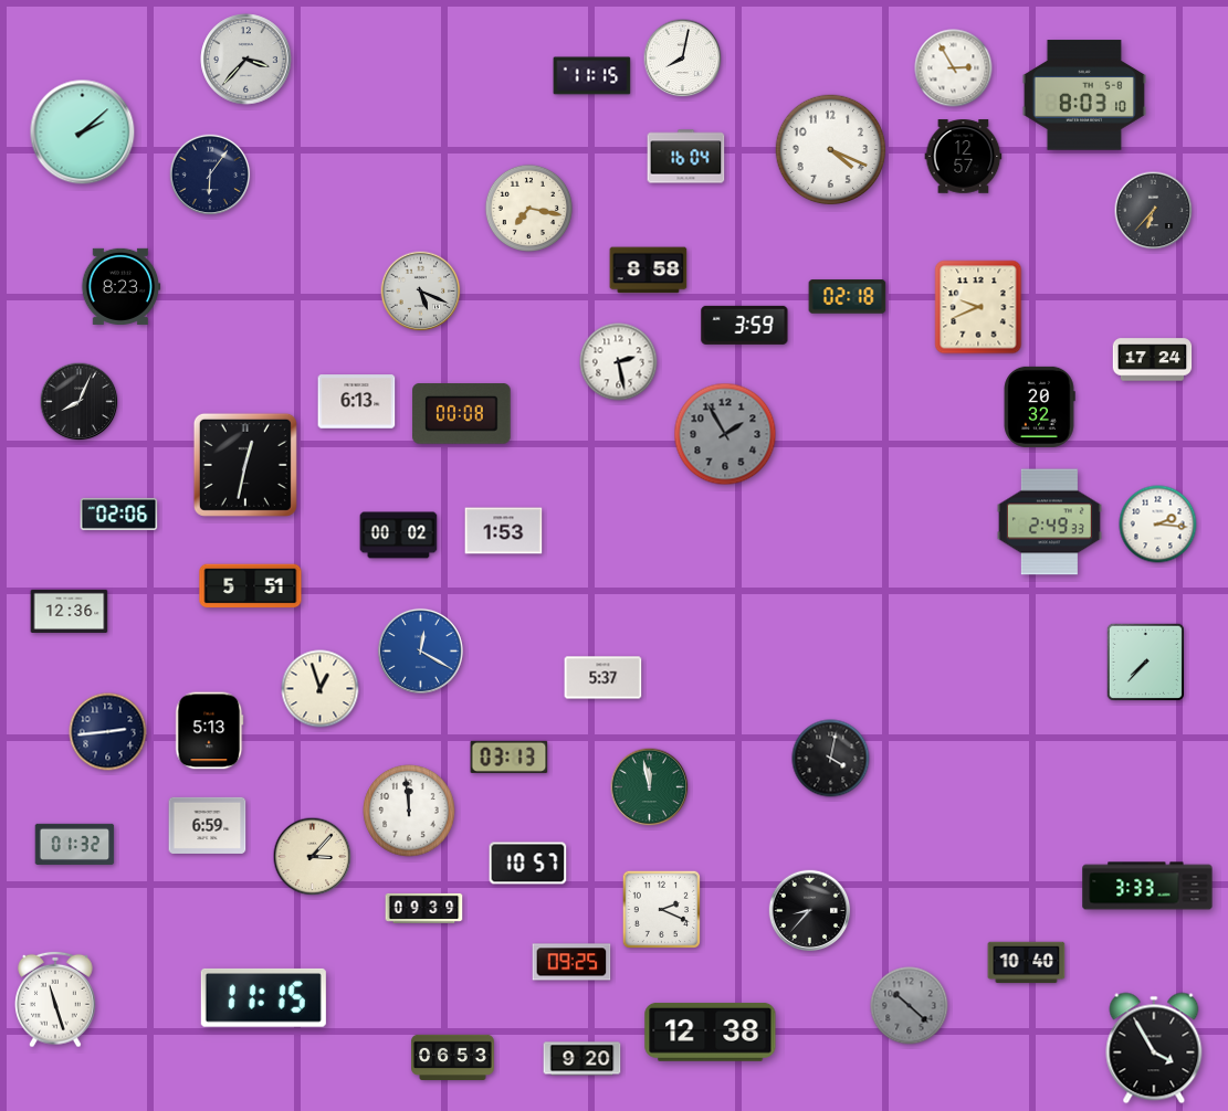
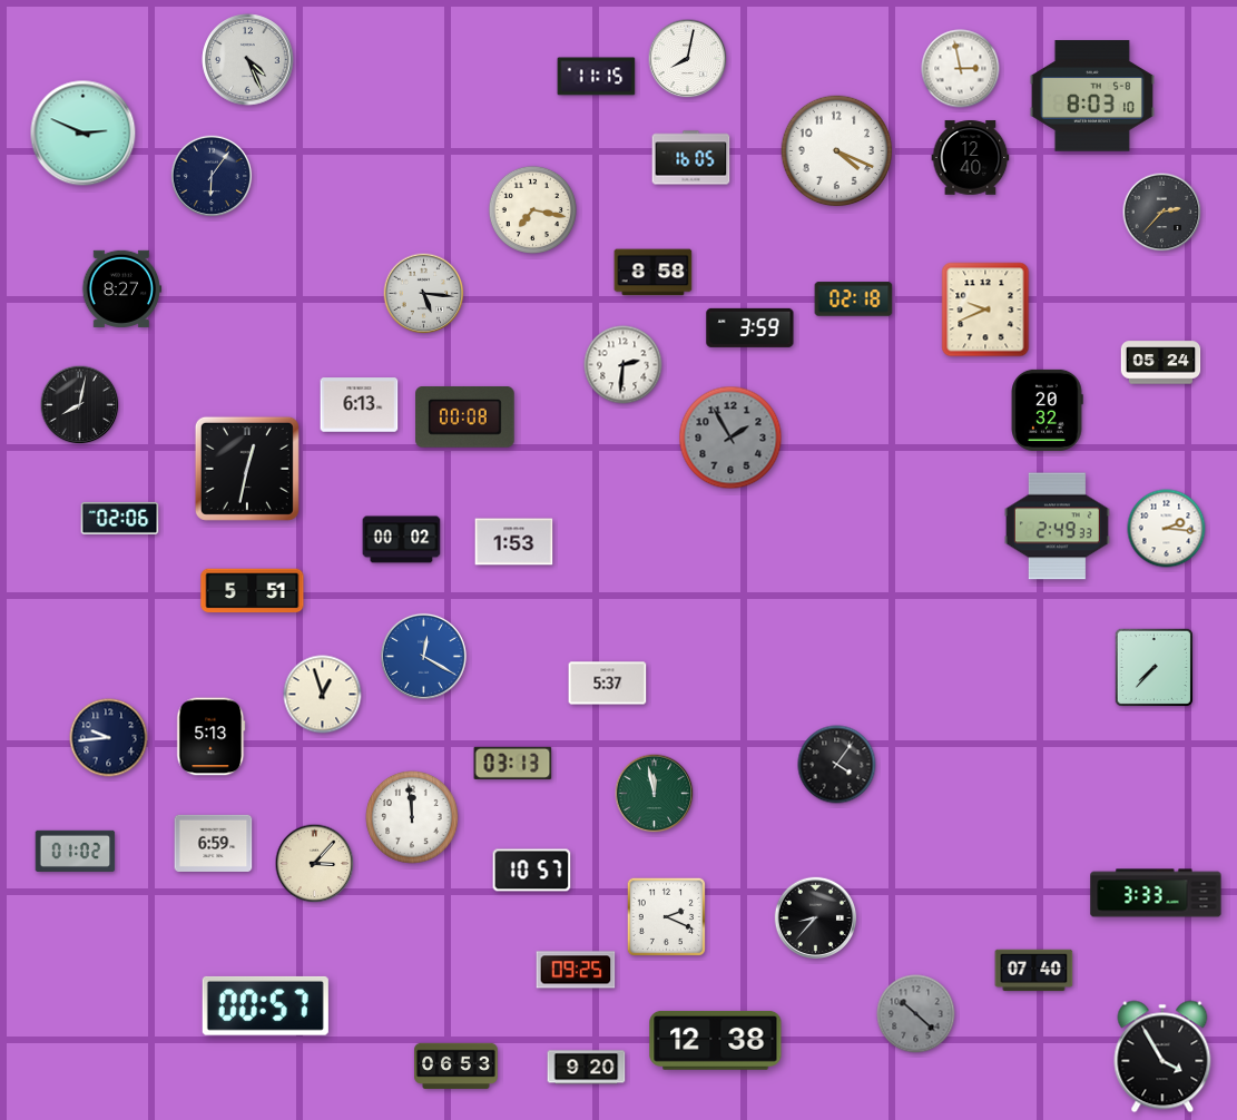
clock at (246, 60): 3:37 -> 4:26
clock at (954, 68): 2:55 -> 2:58
clock at (83, 133): 2:08 -> 2:49
clock at (686, 157): 16:04 -> 16:05
clock at (964, 157): 12:57 -> 12:40
clock at (1154, 211): 6:37 -> 2:37
clock at (122, 286): 8:23 -> 8:27
clock at (421, 292): 5:19 -> 5:16
clock at (1153, 360): 17:24 -> 05:24
clock at (619, 362): 2:28 -> 2:31
clock at (80, 402): 8:04 -> 8:02
clock at (504, 531) position: (504, 531) -> (514, 542)
clock at (70, 611): 12:36 -> none
clock at (108, 732): 2:44 -> 9:44
clock at (831, 759): 4:02 -> 4:06
clock at (208, 825) position: (208, 825) -> (214, 843)
clock at (75, 844): 01:32 -> 01:02
clock at (424, 908): 09:39 -> none
clock at (1027, 963): 10:40 -> 07:40
clock at (263, 997): 11:15 -> 00:57
clock at (55, 999): 11:27 -> none
